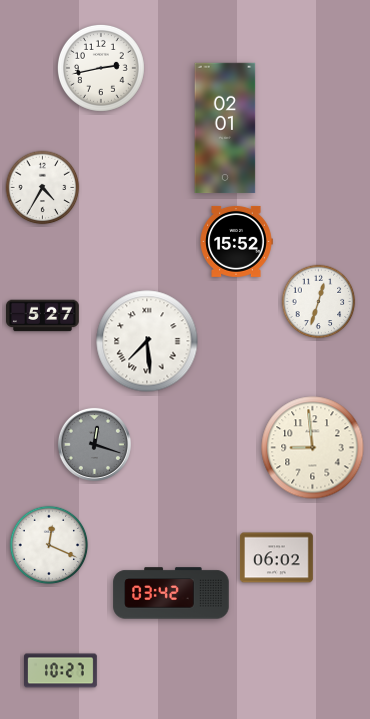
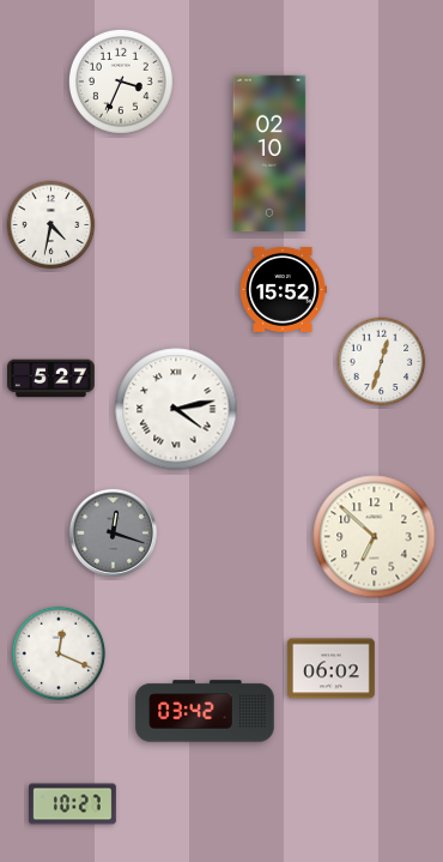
clock at (101, 68): 2:43 -> 3:34
clock at (225, 128): 02:01 -> 02:10
clock at (43, 188): 4:35 -> 4:32
clock at (147, 341): 7:29 -> 4:13
clock at (313, 448): 8:59 -> 6:52
